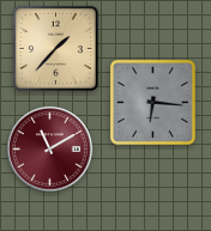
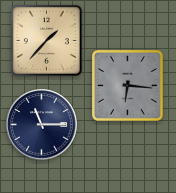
clock at (50, 150): 11:10 -> 11:15
clock at (50, 150) dial: burgundy -> navy
